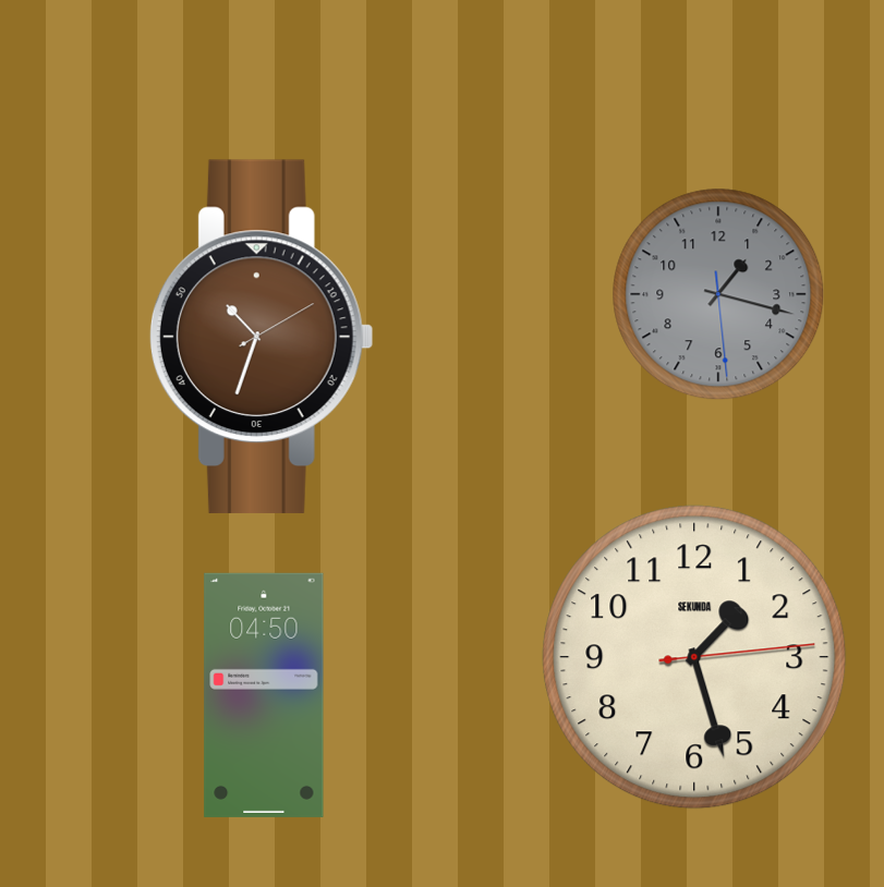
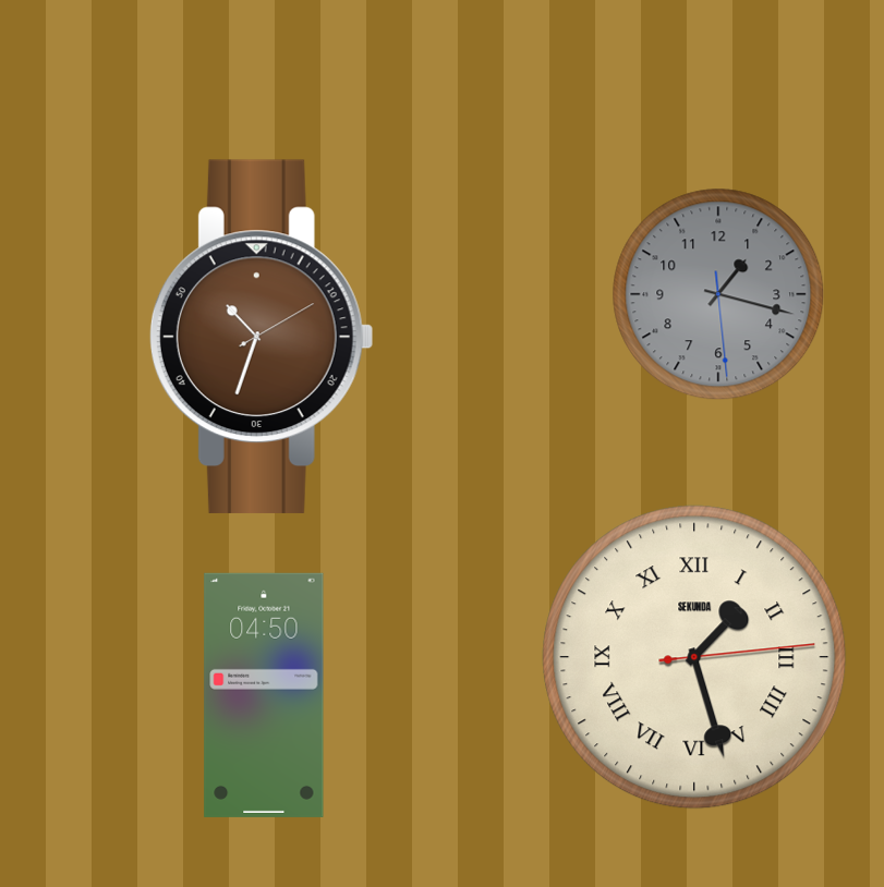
clock at (694, 657) numerals: Arabic -> Roman
